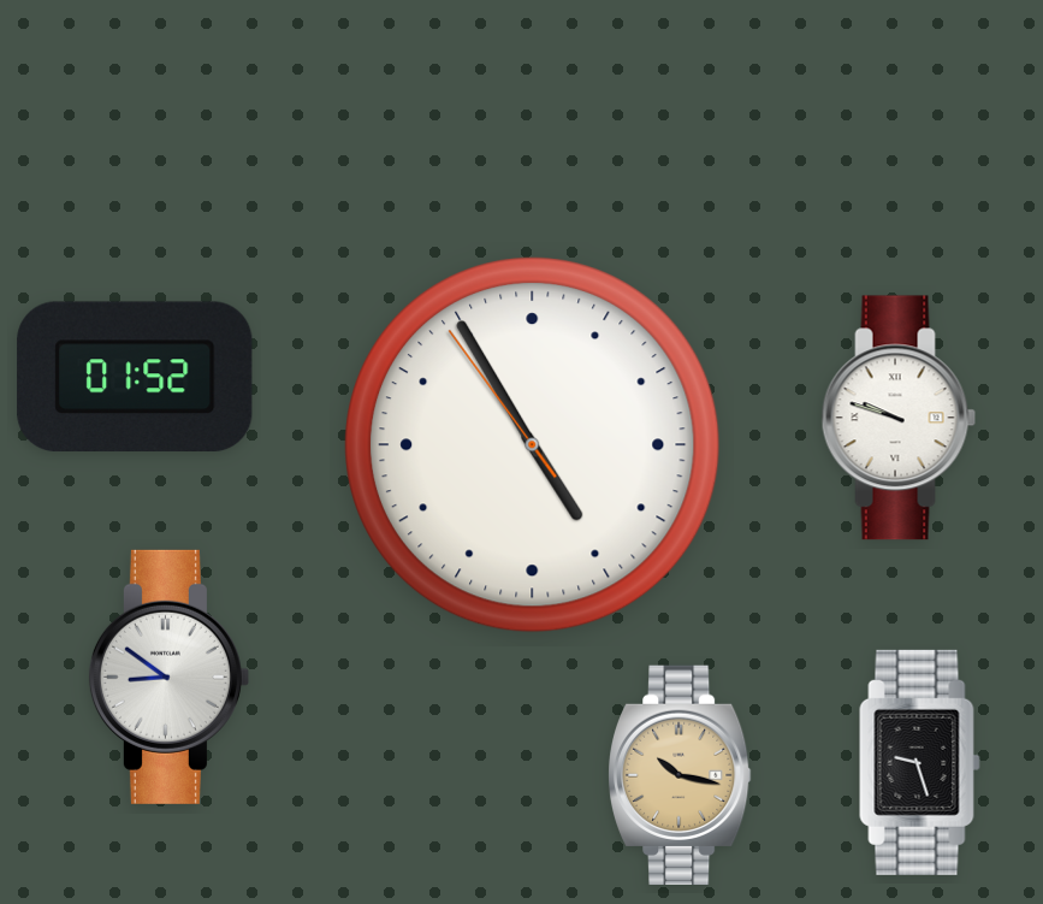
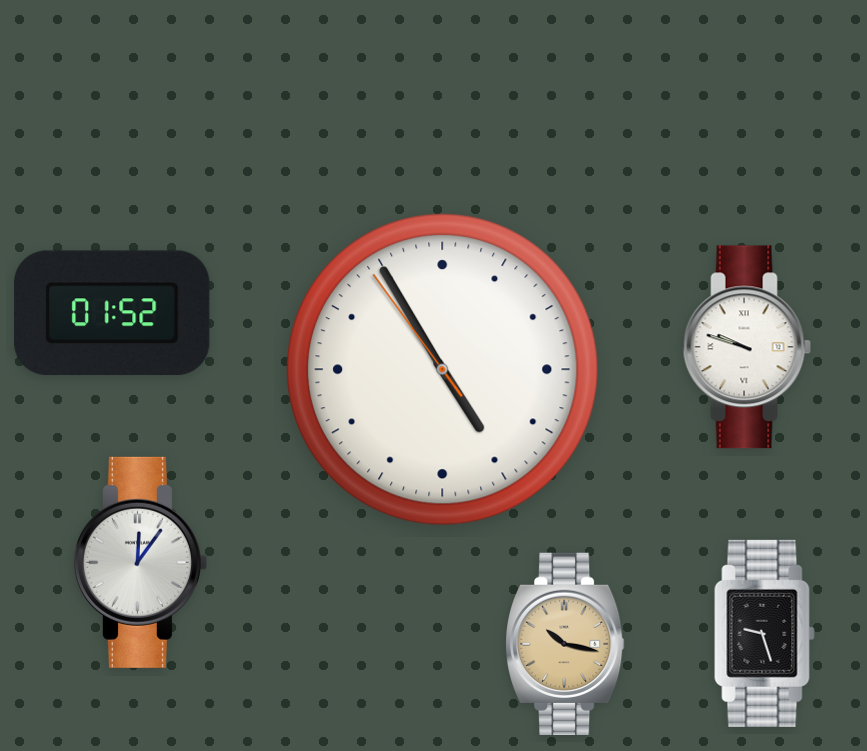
clock at (168, 676): 8:51 -> 12:06
